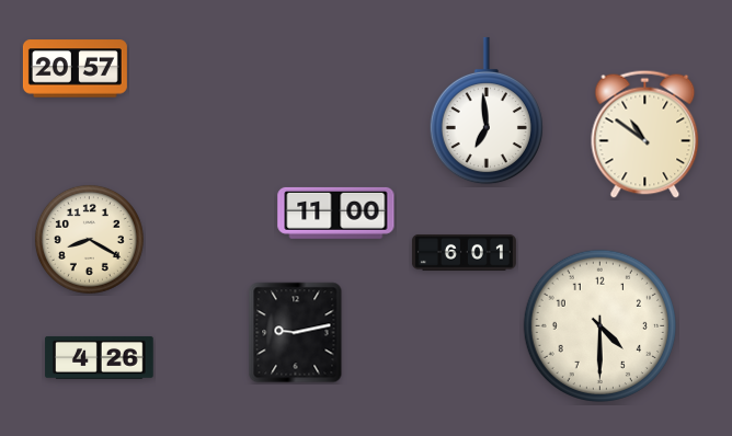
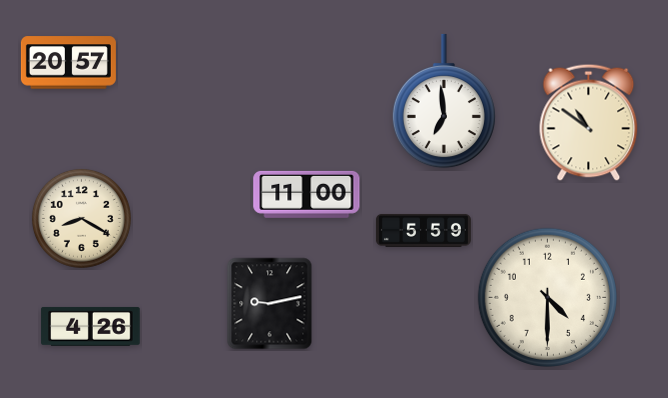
clock at (464, 252): 6:01 -> 5:59
